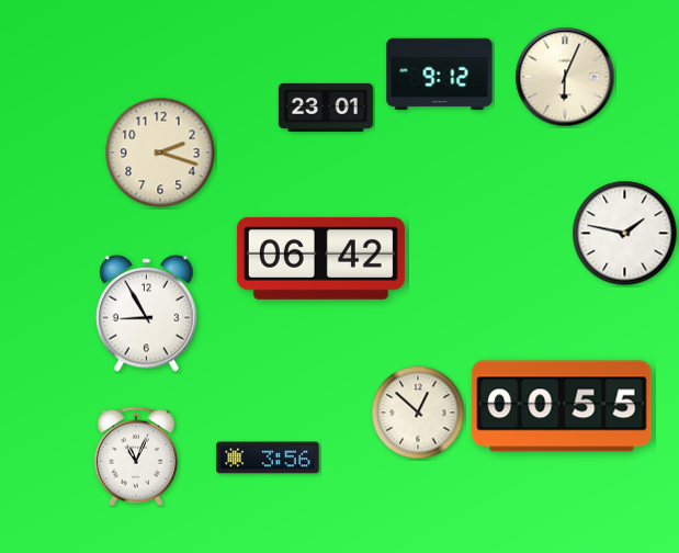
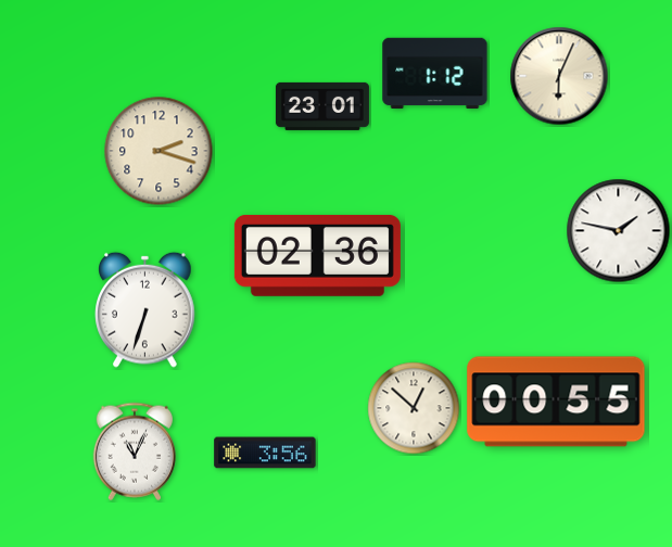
clock at (440, 75): 9:12 -> 1:12
clock at (320, 258): 06:42 -> 02:36
clock at (147, 313): 8:55 -> 6:33
